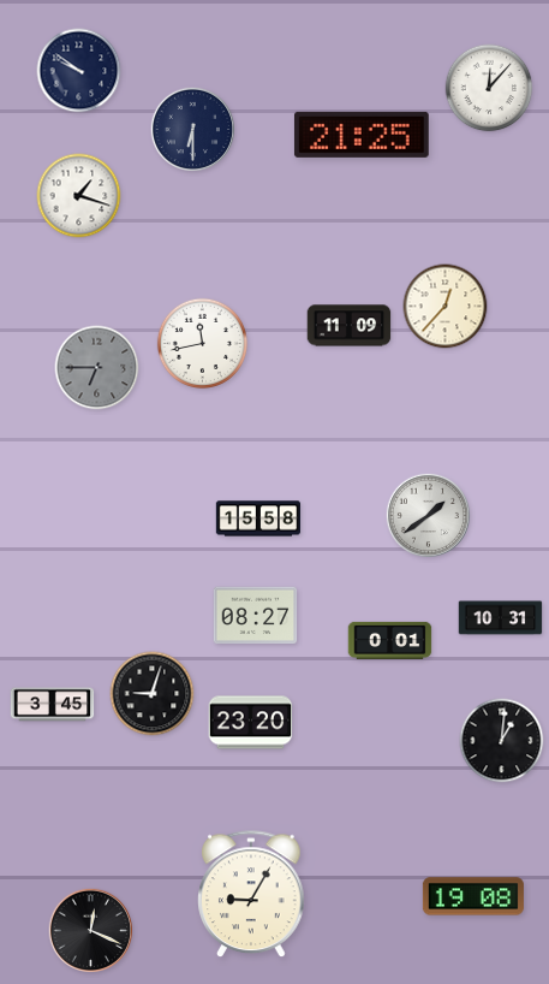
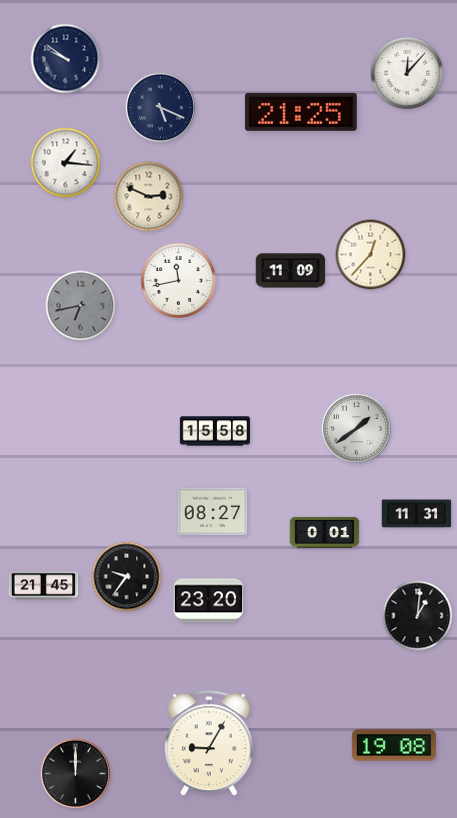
clock at (193, 130): 6:30 -> 5:19
clock at (79, 196): 1:18 -> 1:16
clock at (149, 197): none -> 2:49
clock at (202, 343) position: (202, 343) -> (178, 280)
clock at (97, 368): 6:45 -> 6:43
clock at (501, 618): 10:31 -> 11:31
clock at (153, 694): 9:03 -> 9:36
clock at (53, 705): 3:45 -> 21:45
clock at (91, 931): 12:19 -> 12:00
